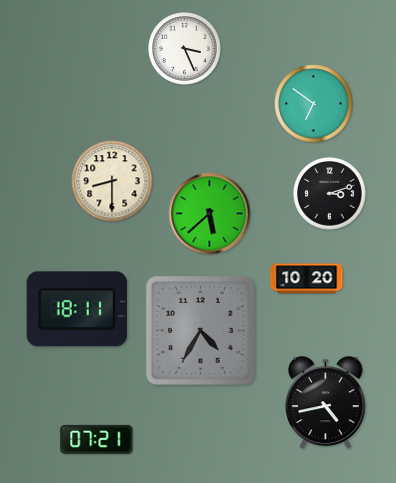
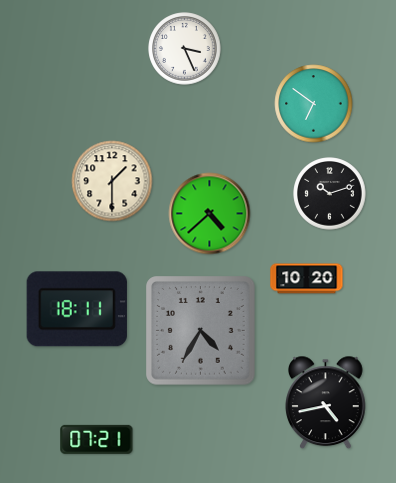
clock at (112, 181): 8:30 -> 1:30
clock at (330, 194): 3:12 -> 10:12
clock at (210, 214): 5:38 -> 4:38
